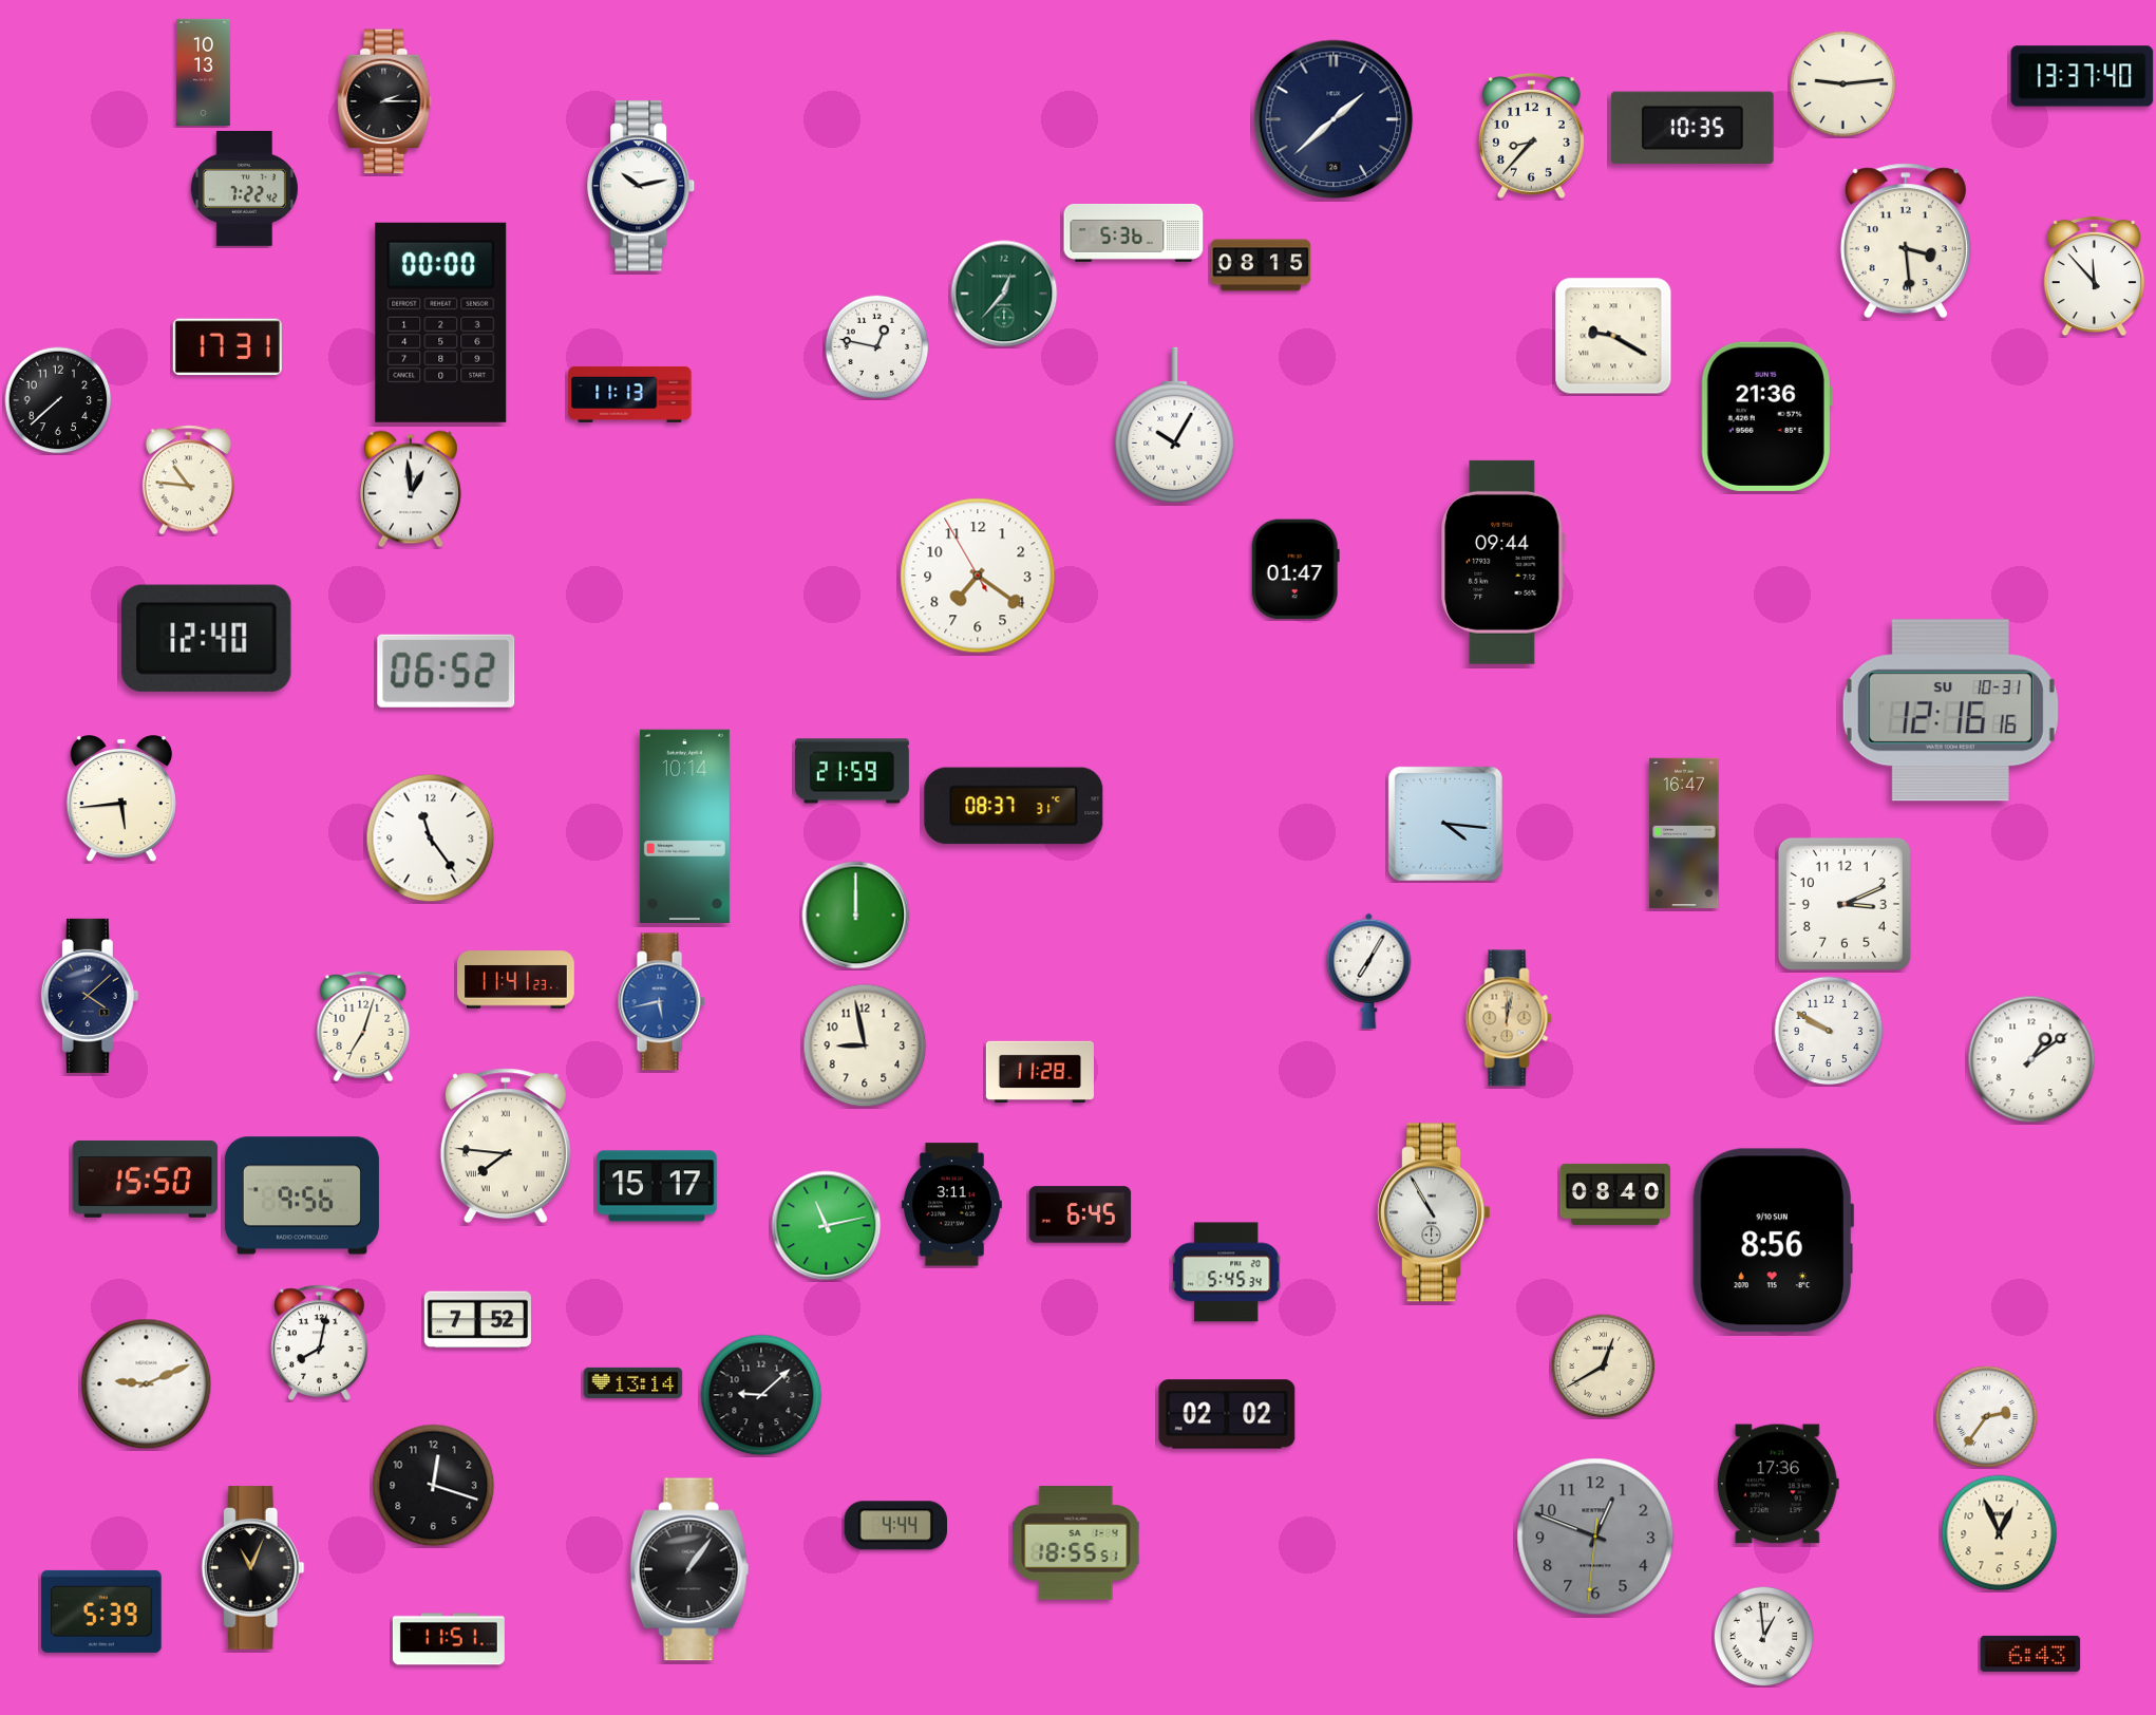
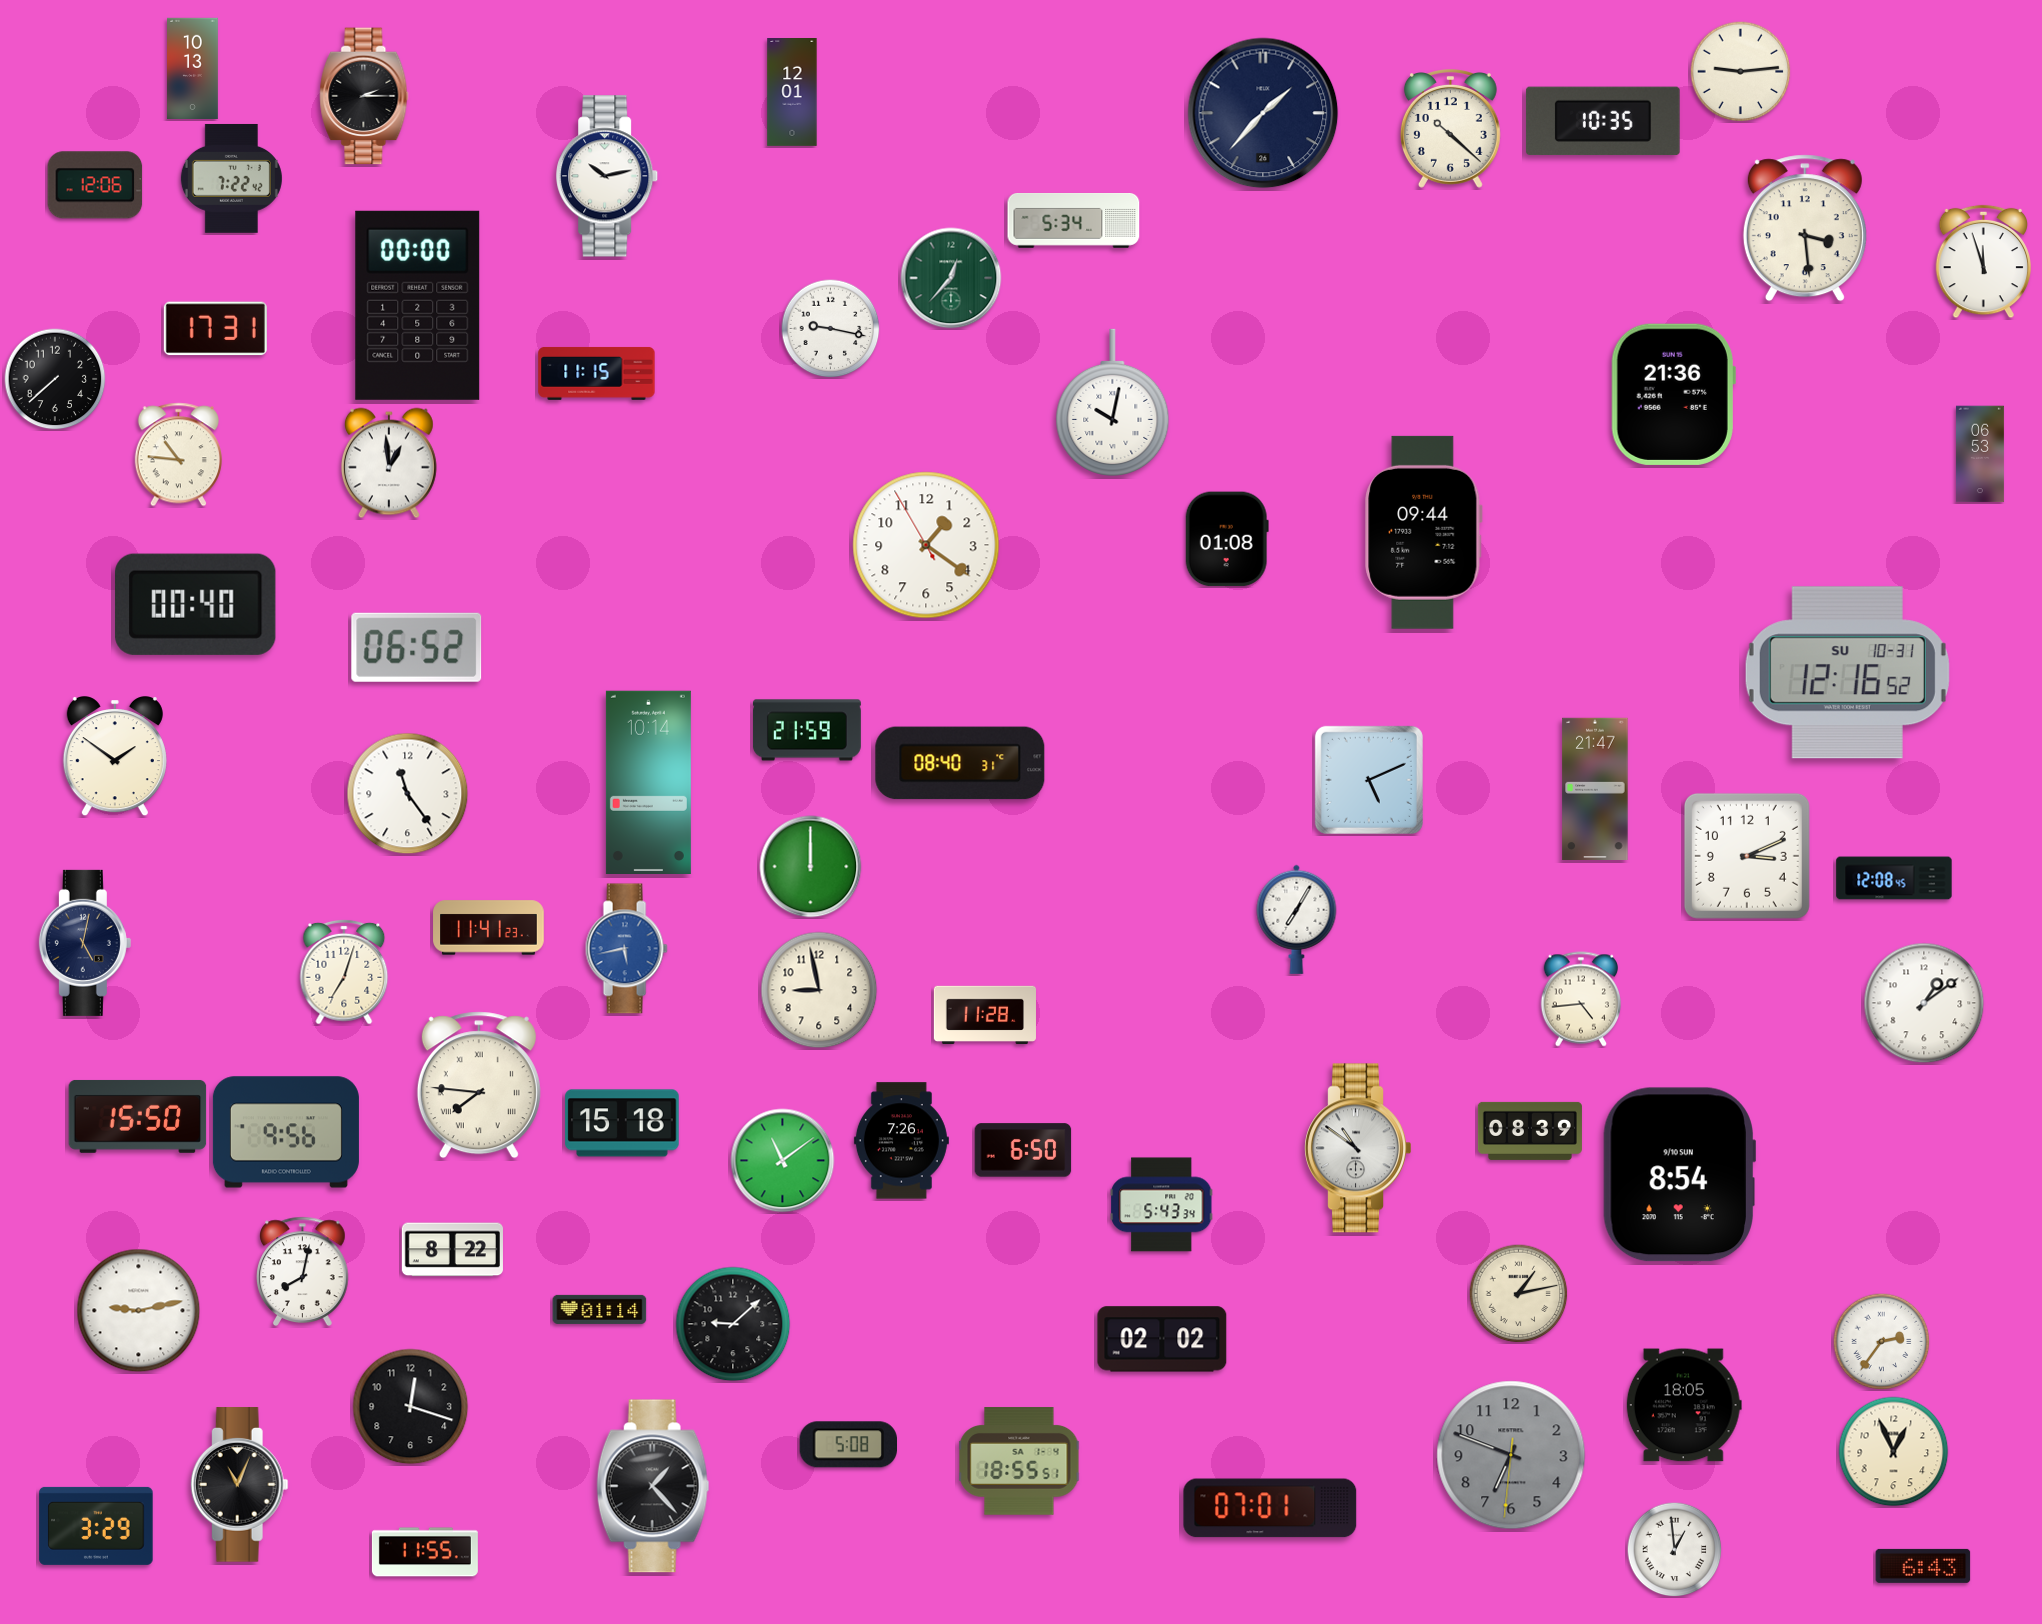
clock at (2082, 76): 13:37 -> none
clock at (1843, 84) position: (1843, 84) -> (1741, 72)
clock at (792, 93): none -> 12:01
clock at (1334, 119): 1:38 -> 1:37
clock at (1531, 136): 8:37 -> 10:22
clock at (95, 185): none -> 12:06
clock at (1134, 233): 5:36 -> 5:34
clock at (1261, 265): 08:15 -> none
clock at (2094, 277): 11:53 -> 11:57
clock at (1613, 336): 9:20 -> none
clock at (877, 347): 12:47 -> 9:17
clock at (630, 394): 11:13 -> 11:15
clock at (1175, 425): 10:05 -> 10:02
clock at (1980, 454): none -> 06:53
clock at (1296, 569): 01:47 -> 01:08
clock at (978, 576): 7:20 -> 1:20
clock at (207, 638): 12:40 -> 00:40
clock at (447, 671) position: (447, 671) -> (417, 647)
clock at (1950, 711): 12:16:16 -> 12:16:52
clock at (121, 799): 5:44 -> 1:51
clock at (1014, 806): 08:37 -> 08:40
clock at (1445, 824): 4:16 -> 5:11
clock at (1684, 832): 16:47 -> 21:47
clock at (1894, 878): none -> 12:08
clock at (90, 996): 4:08 -> 5:02
clock at (1509, 1018): 12:02 -> none
clock at (1829, 1031): 9:50 -> none
clock at (1580, 999): none -> 4:44
clock at (657, 1186): 15:17 -> 15:18
clock at (1615, 1194): 08:40 -> 08:39
clock at (951, 1205): 3:11 -> 7:26
clock at (1433, 1212): 10:55 -> 10:51
clock at (1080, 1214): 6:45 -> 6:50
clock at (827, 1226): 11:13 -> 11:09
clock at (1773, 1241): 8:56 -> 8:54
clock at (1227, 1273): 5:45 -> 5:43
clock at (477, 1320): 7:52 -> 8:22
clock at (1604, 1367): 12:40 -> 1:13
clock at (633, 1382): 13:14 -> 01:14
clock at (147, 1384): 9:11 -> 9:13
clock at (761, 1395) position: (761, 1395) -> (733, 1324)
clock at (1778, 1484): 17:36 -> 18:05
clock at (895, 1526): 4:44 -> 5:08
clock at (1595, 1537): 12:48 -> 6:48
clock at (689, 1569): 1:06 -> 1:23
clock at (1270, 1508): none -> 07:01
clock at (101, 1612): 5:39 -> 3:29
clock at (1763, 1636) position: (1763, 1636) -> (1674, 1549)
clock at (449, 1639): 11:51 -> 11:55
